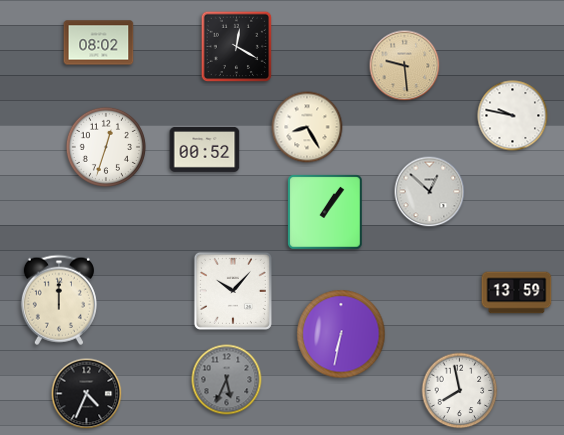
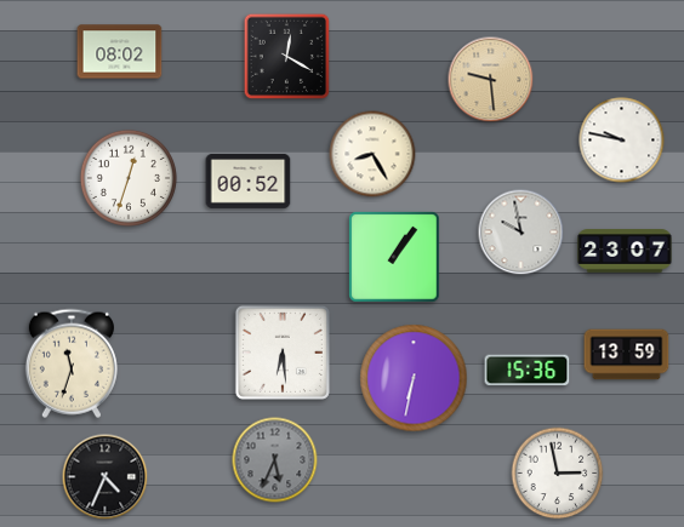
clock at (430, 192): 12:52 -> 9:58
clock at (625, 251): none -> 23:07
clock at (233, 291): 10:07 -> 6:29
clock at (59, 300): 12:00 -> 11:33
clock at (528, 371): none -> 15:36
clock at (341, 334) position: (341, 334) -> (414, 378)
clock at (460, 391): 7:58 -> 2:58
